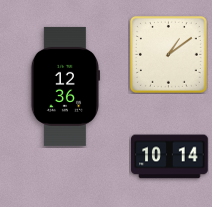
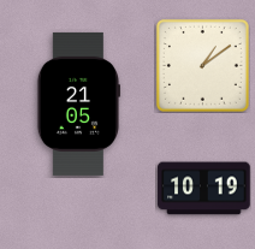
clock at (64, 86): 12:36 -> 21:05
clock at (170, 157): 10:14 -> 10:19
